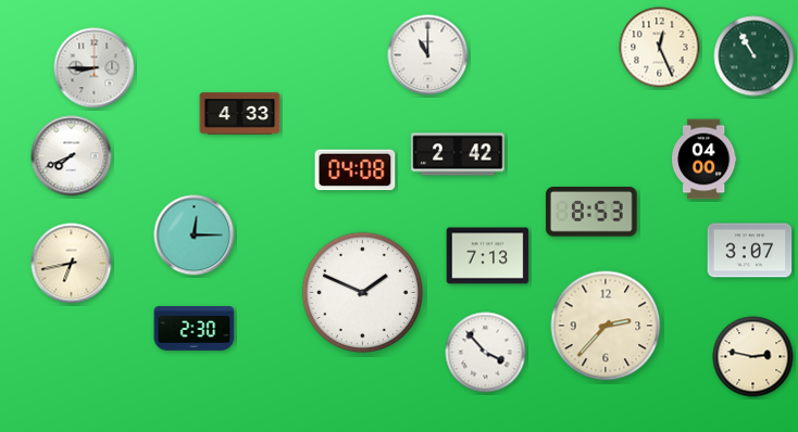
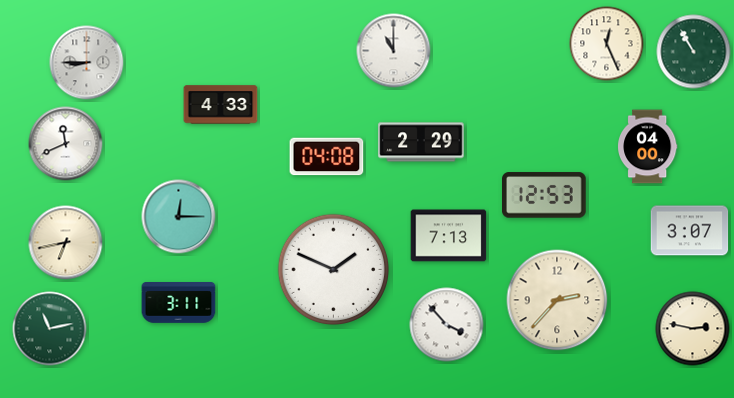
clock at (458, 154): 2:42 -> 2:29
clock at (72, 156): 7:41 -> 11:41
clock at (593, 212): 8:53 -> 12:53
clock at (195, 329): 2:30 -> 3:11
clock at (50, 329): none -> 11:13
